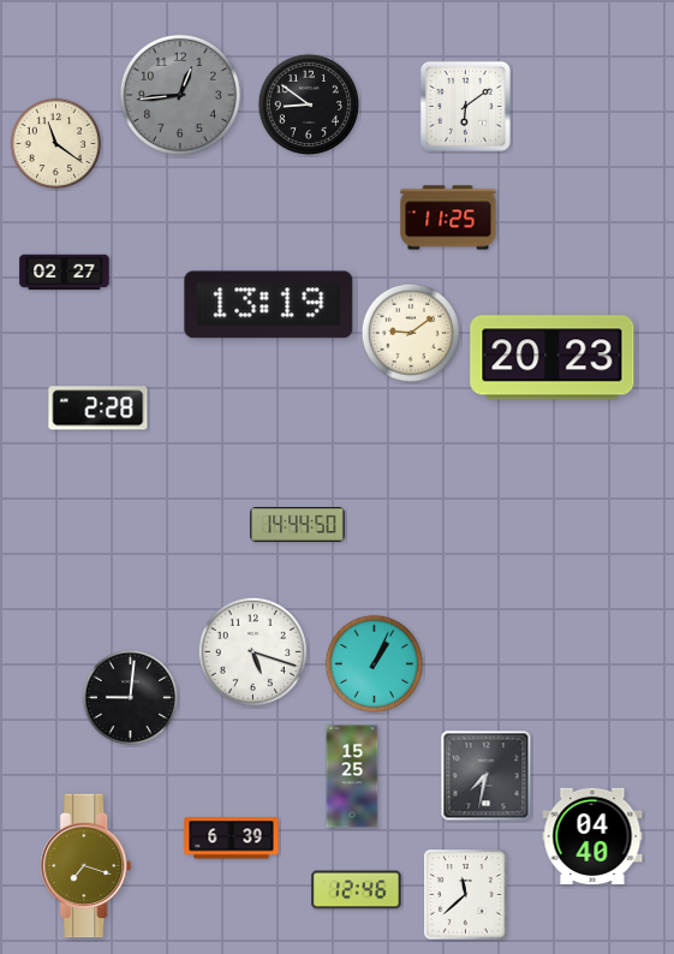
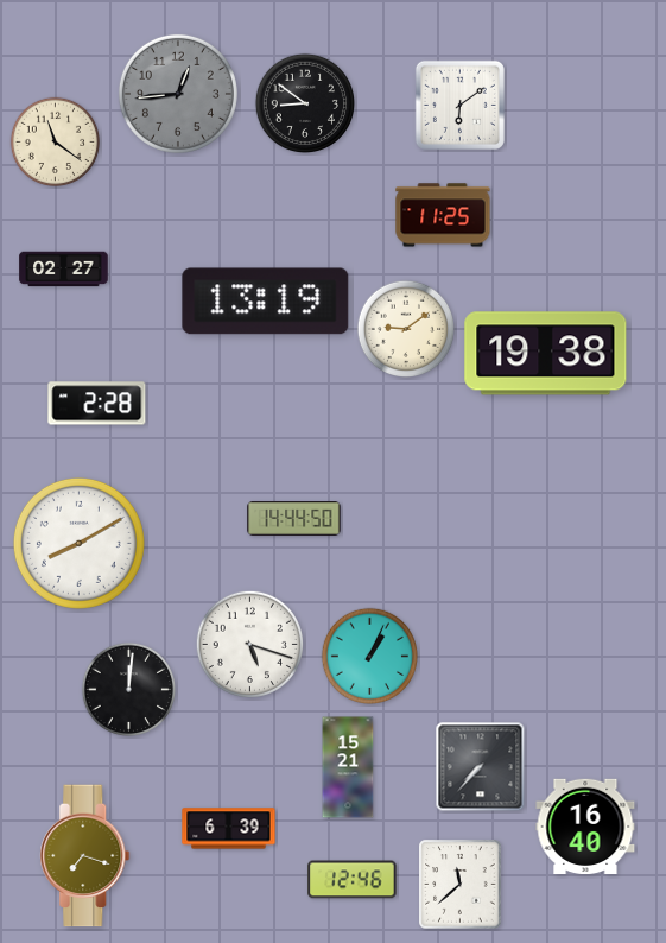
clock at (553, 358): 20:23 -> 19:38
clock at (78, 543): none -> 8:10
clock at (131, 698): 9:01 -> 12:01
clock at (352, 776): 15:25 -> 15:21
clock at (487, 776): 7:32 -> 7:37
clock at (592, 836): 04:40 -> 16:40
